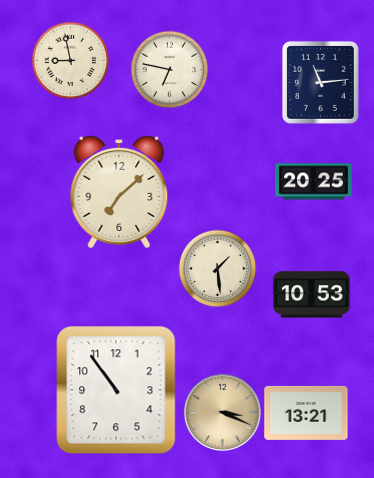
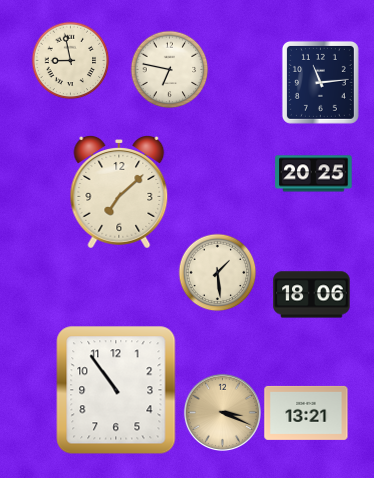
clock at (314, 182) position: (314, 182) -> (314, 174)
clock at (217, 268) position: (217, 268) -> (217, 272)
clock at (312, 295): 10:53 -> 18:06
